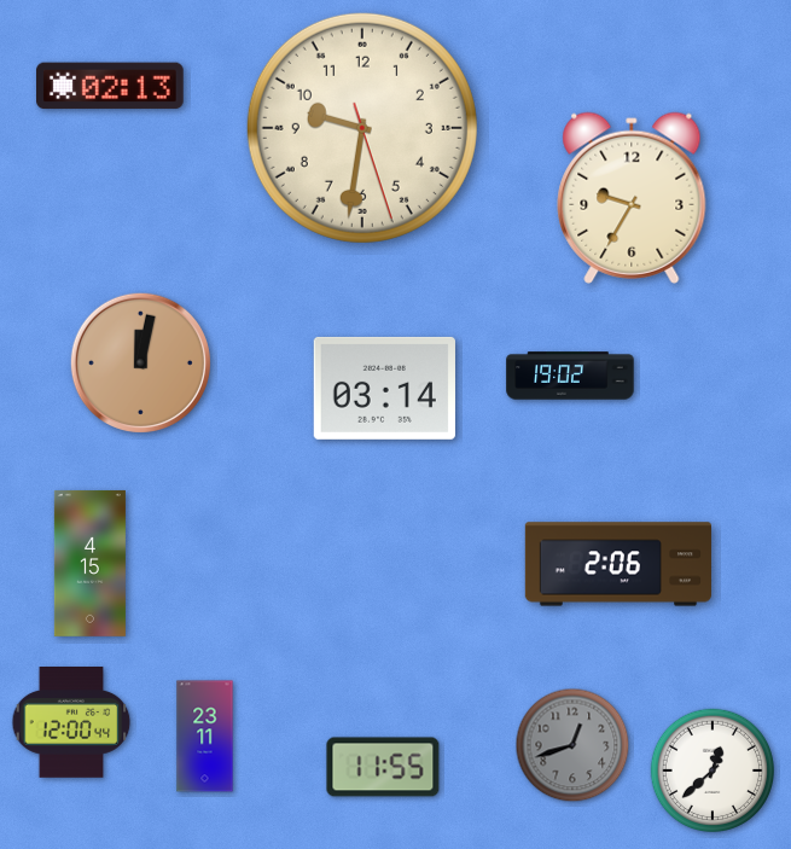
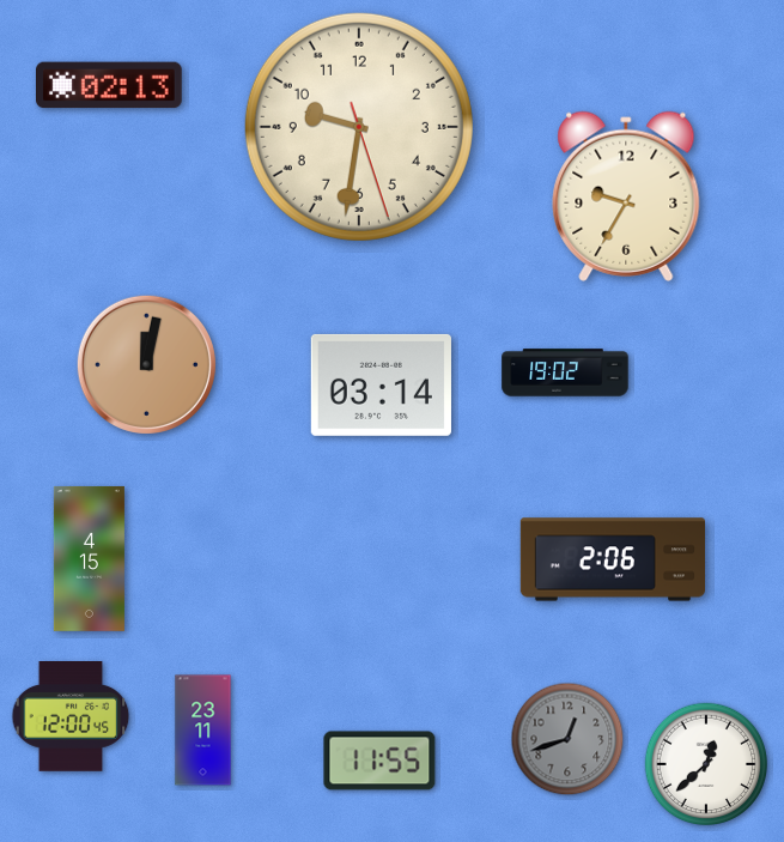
clock at (140, 362) position: (140, 362) -> (146, 364)
clock at (71, 723): 12:00:44 -> 12:00:45
